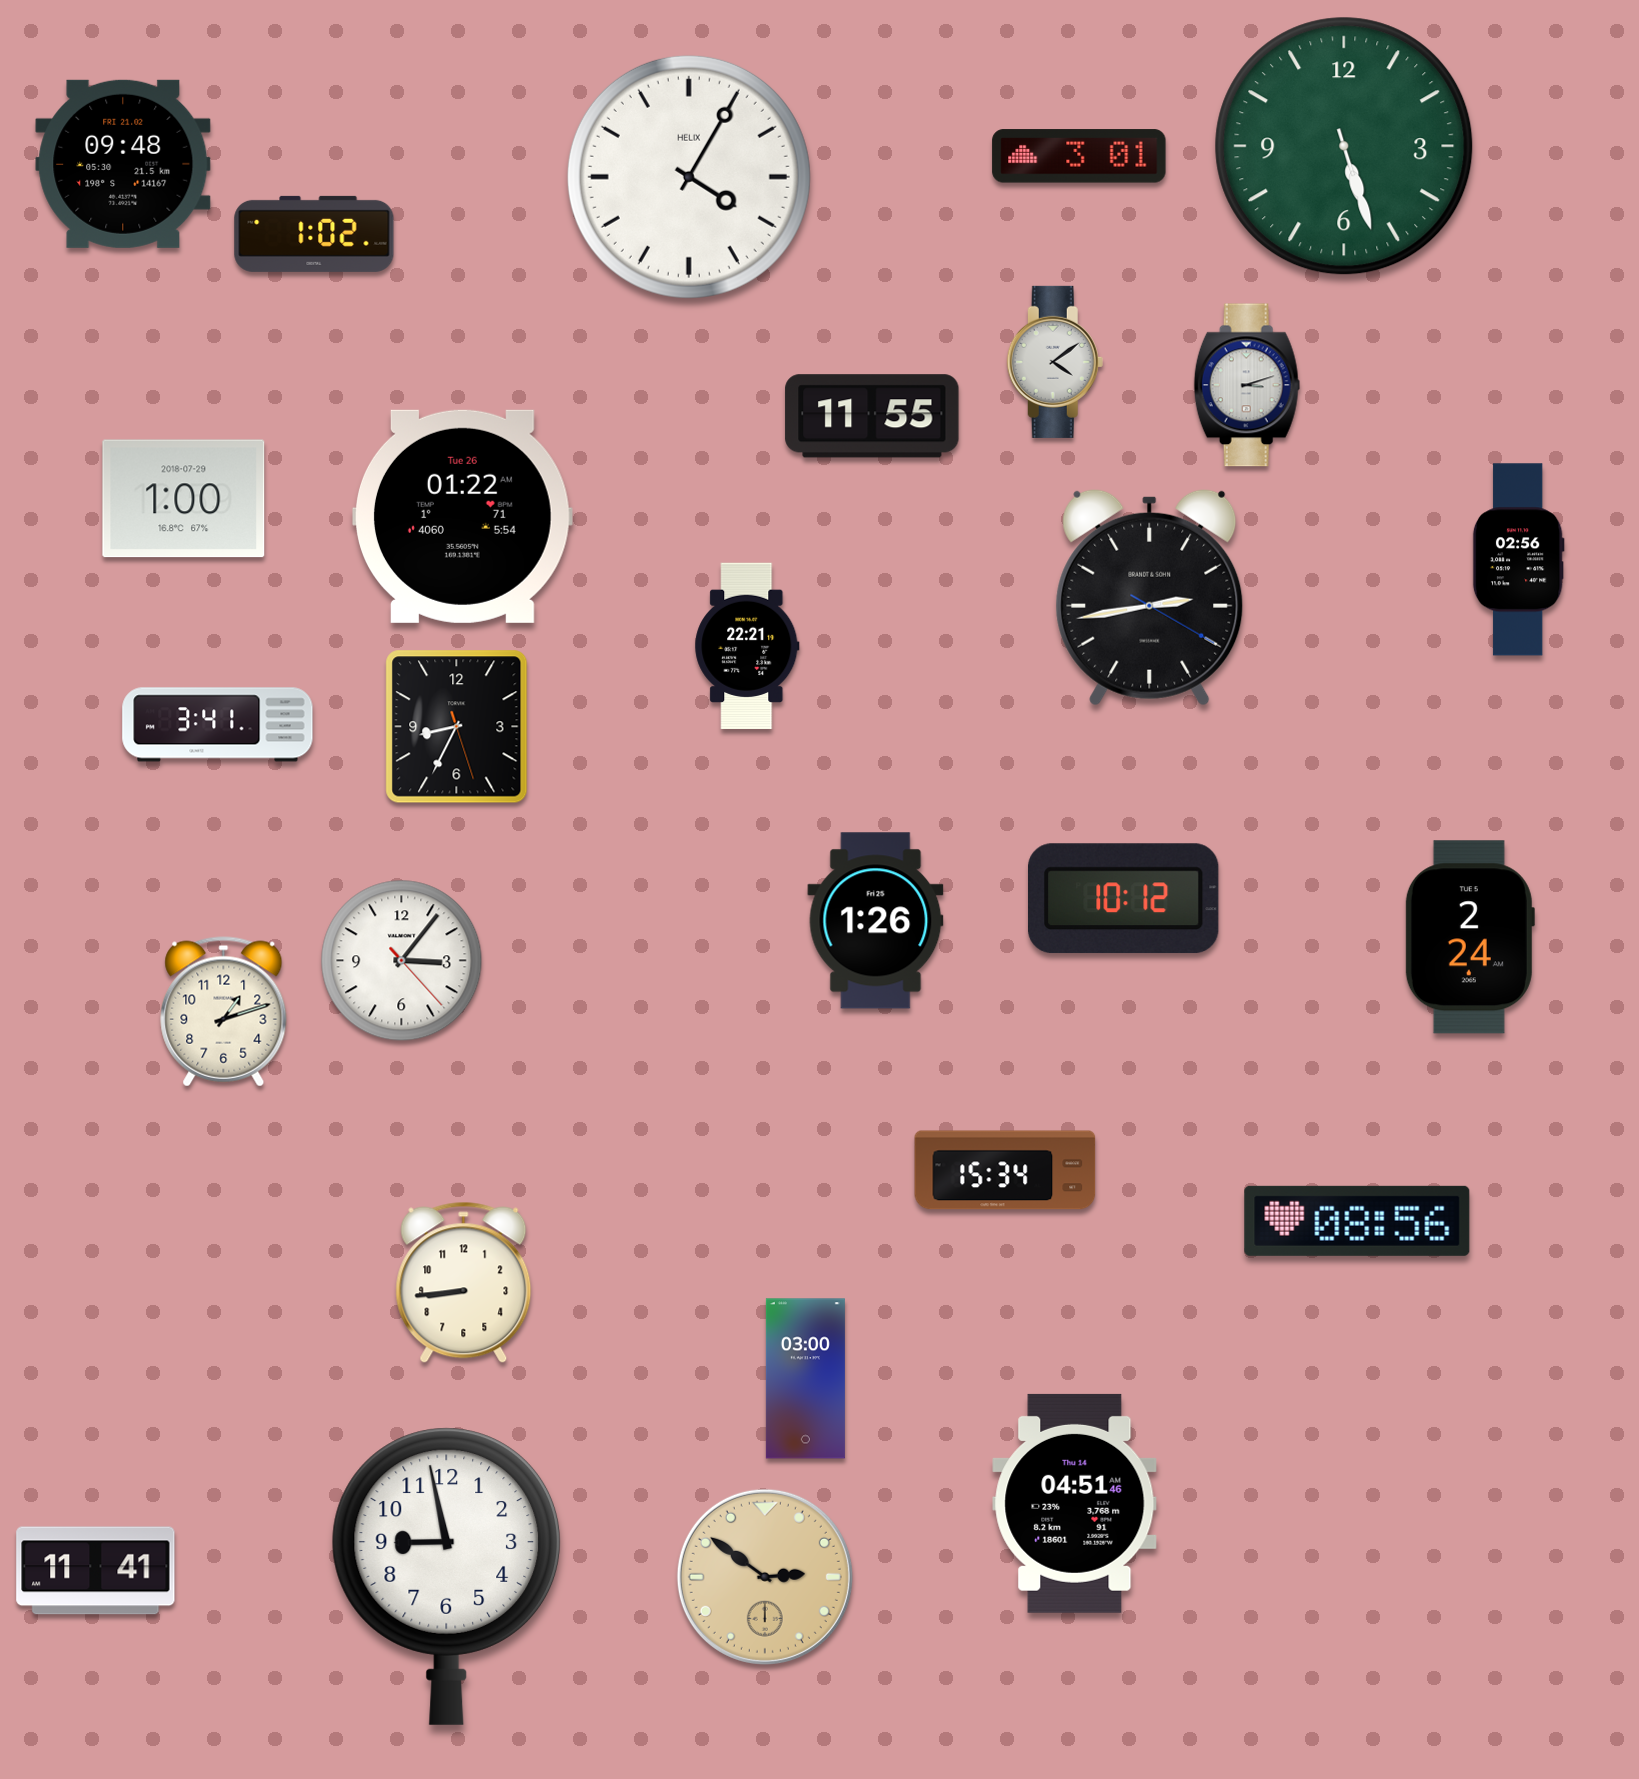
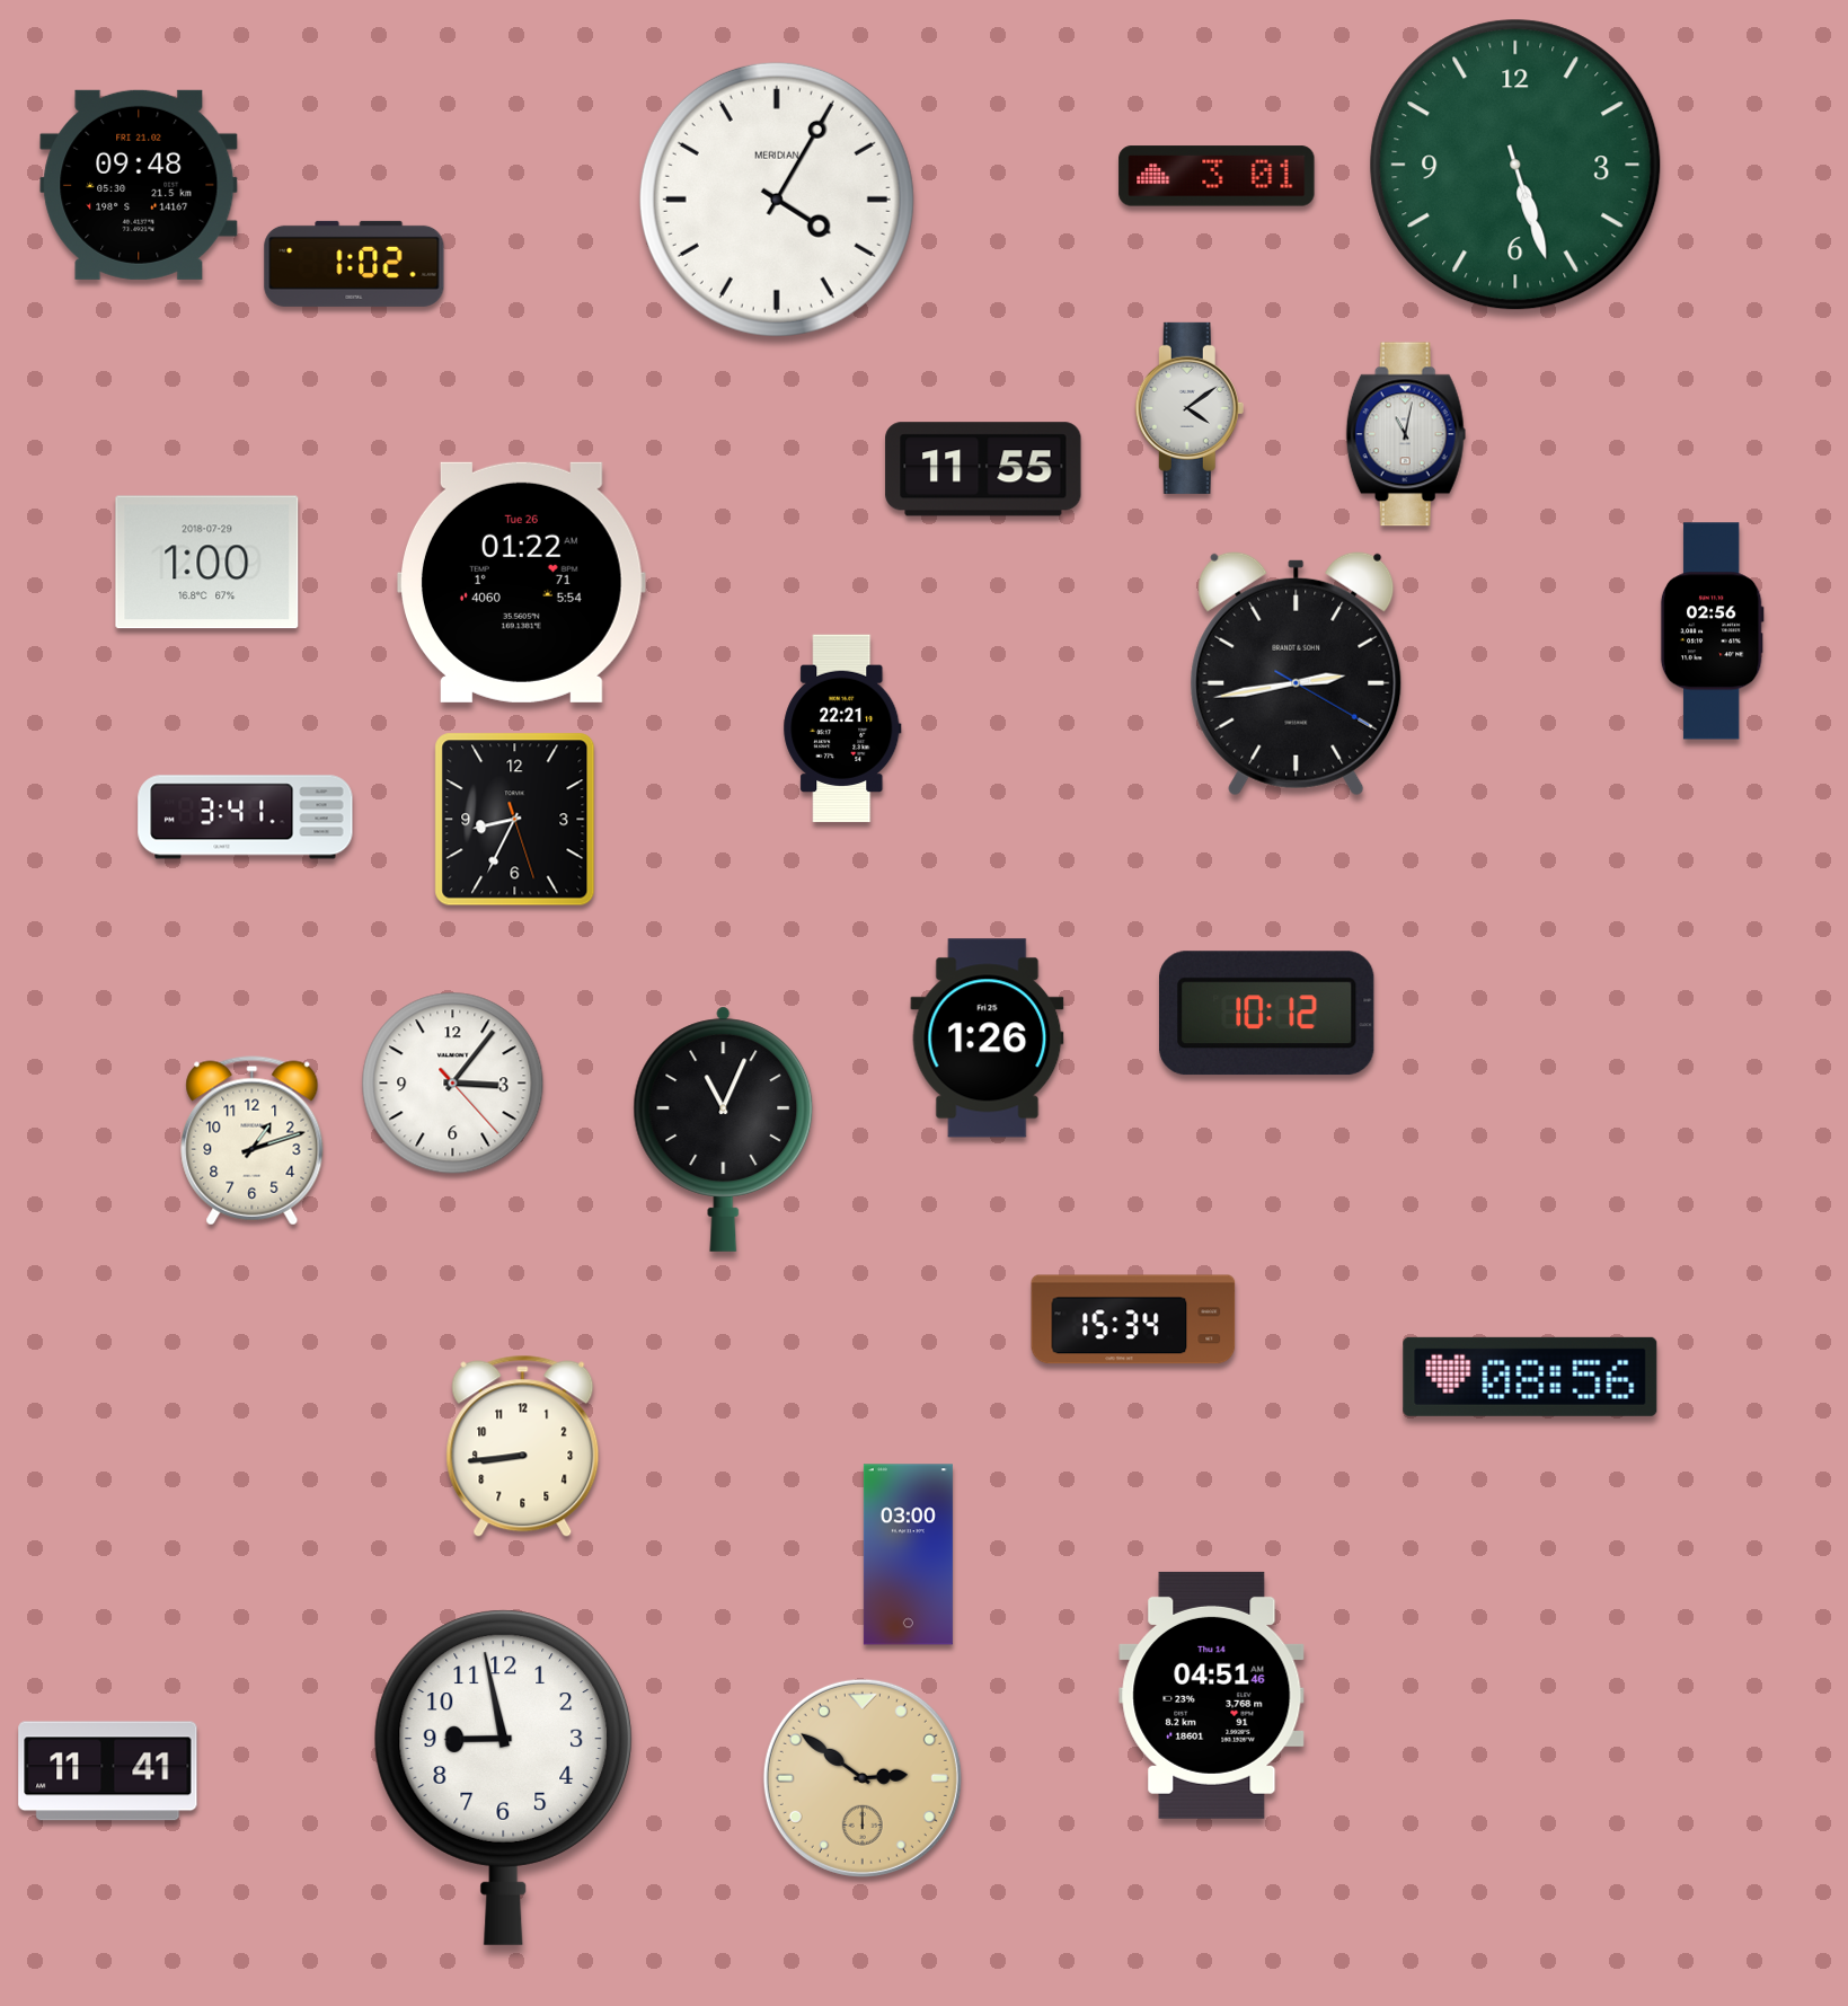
clock at (689, 177) brand: HELIX -> MERIDIAN
clock at (1247, 385): 3:12 -> 11:02
clock at (1470, 937): 2:24 -> none
clock at (724, 1129): none -> 11:04
